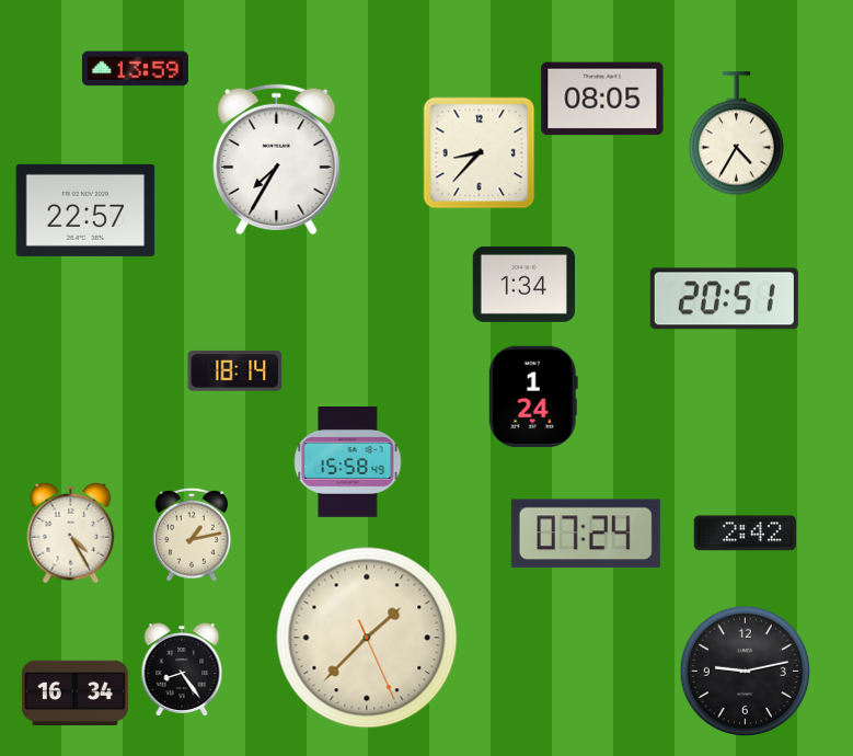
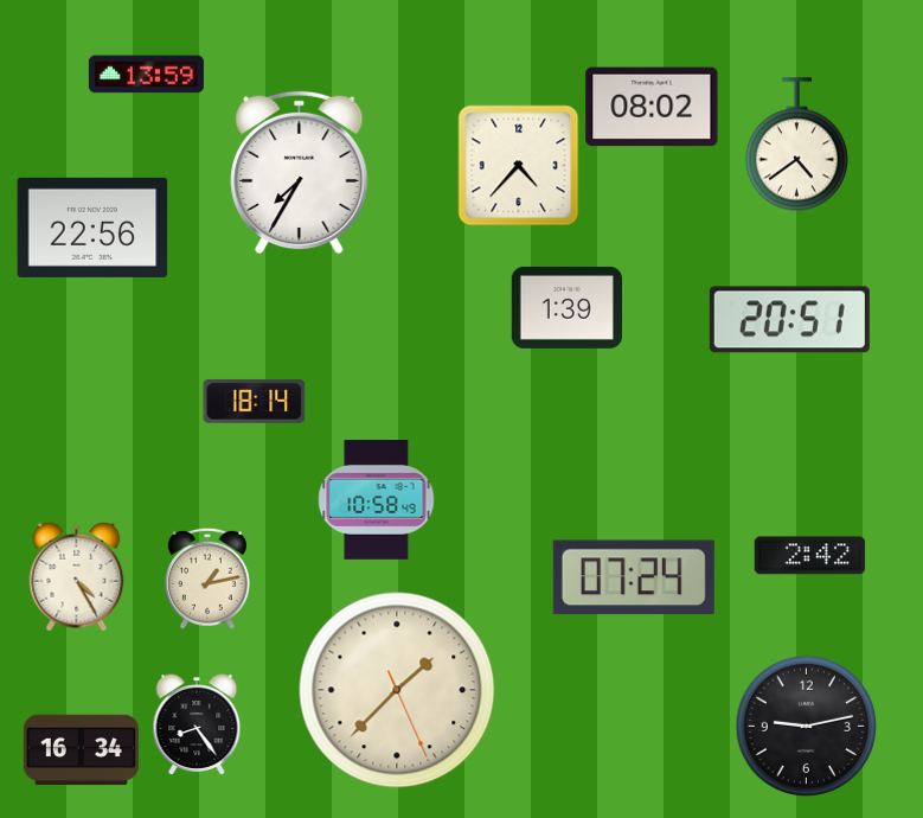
clock at (602, 99): 08:05 -> 08:02
clock at (736, 134): 4:35 -> 4:39
clock at (480, 153): 8:37 -> 4:37
clock at (85, 210): 22:57 -> 22:56
clock at (523, 284): 1:34 -> 1:39
clock at (724, 299) position: (724, 299) -> (789, 320)
clock at (533, 396): 1:24 -> none
clock at (348, 462): 15:58 -> 10:58
clock at (745, 534) position: (745, 534) -> (809, 556)
